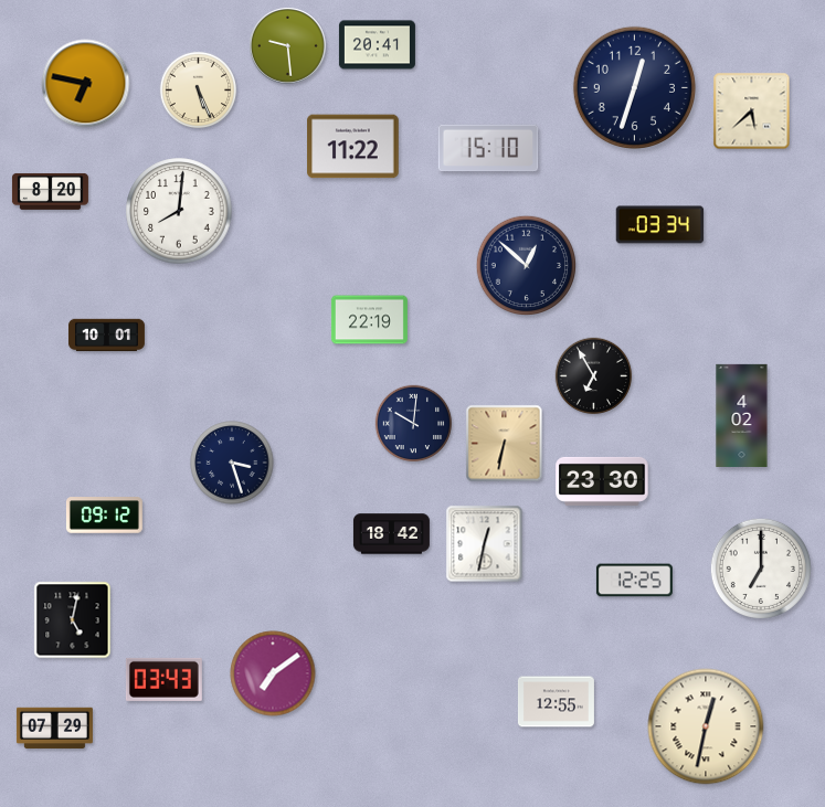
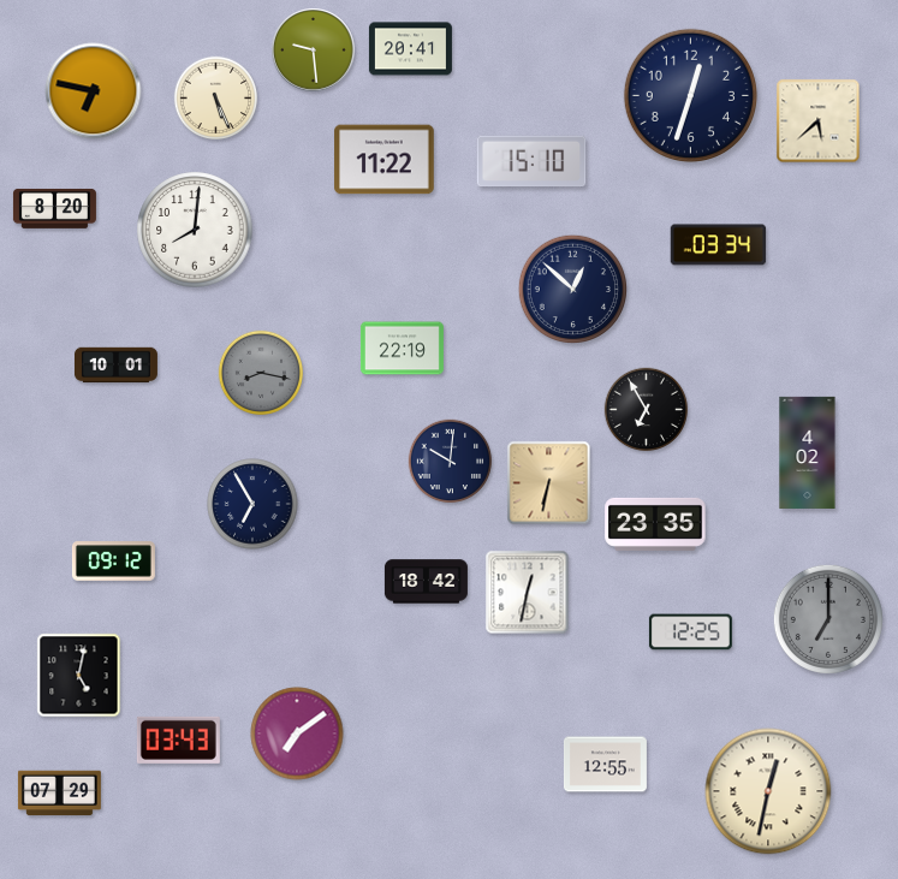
clock at (260, 372): none -> 8:17
clock at (232, 463): 3:27 -> 6:55
clock at (602, 481): 23:30 -> 23:35
clock at (761, 569) dial: white -> grey
